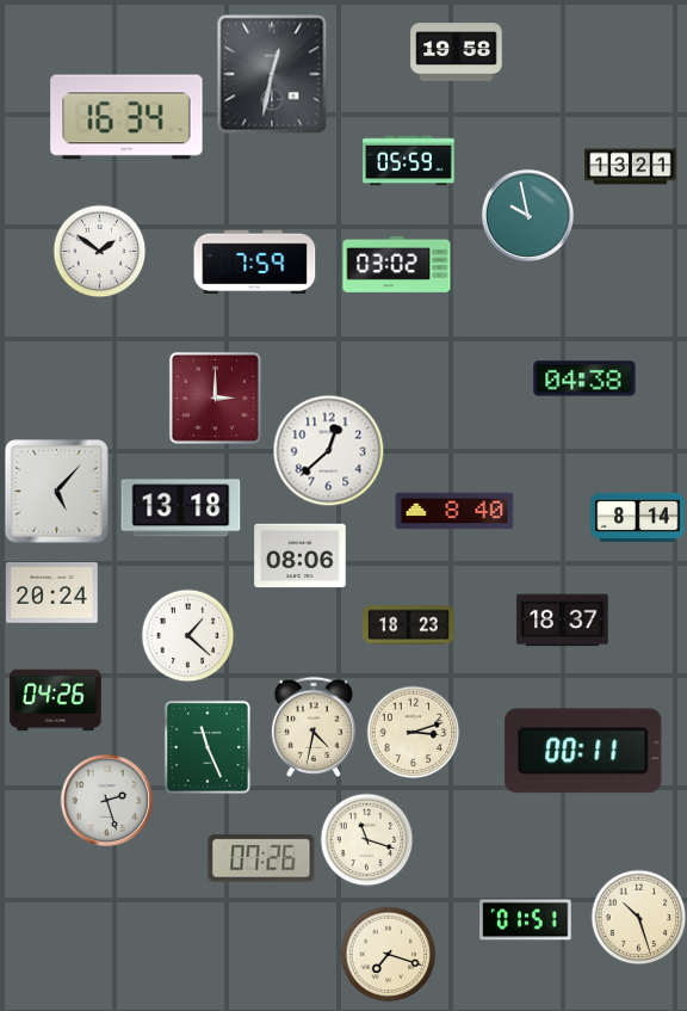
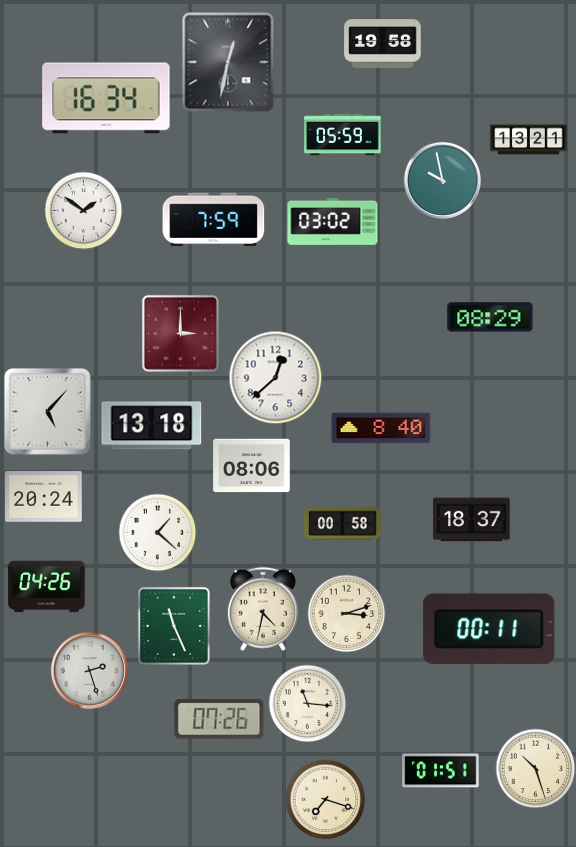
clock at (584, 378): 04:38 -> 08:29
clock at (638, 517): 8:14 -> none
clock at (409, 625): 18:23 -> 00:58
clock at (366, 839): 11:18 -> 11:16
